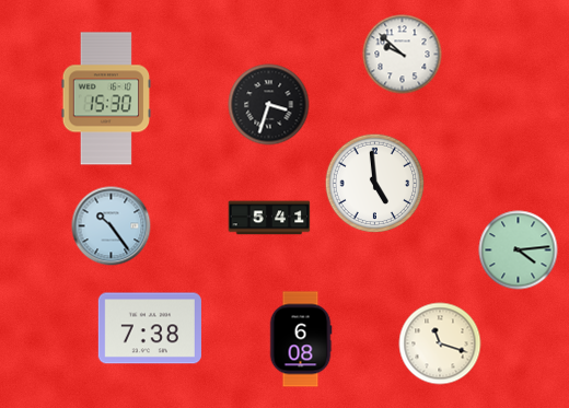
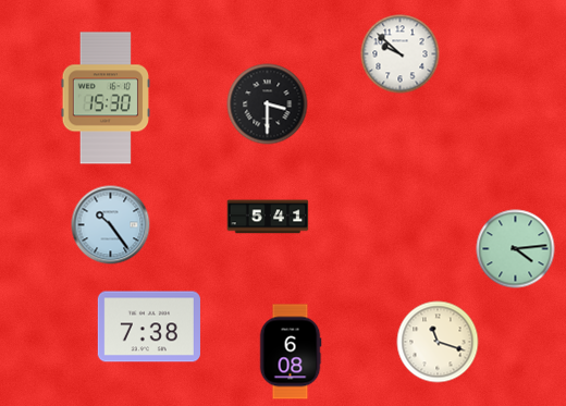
clock at (269, 105): 3:33 -> 3:30
clock at (375, 184): 4:59 -> none
clock at (301, 339) position: (301, 339) -> (291, 352)
